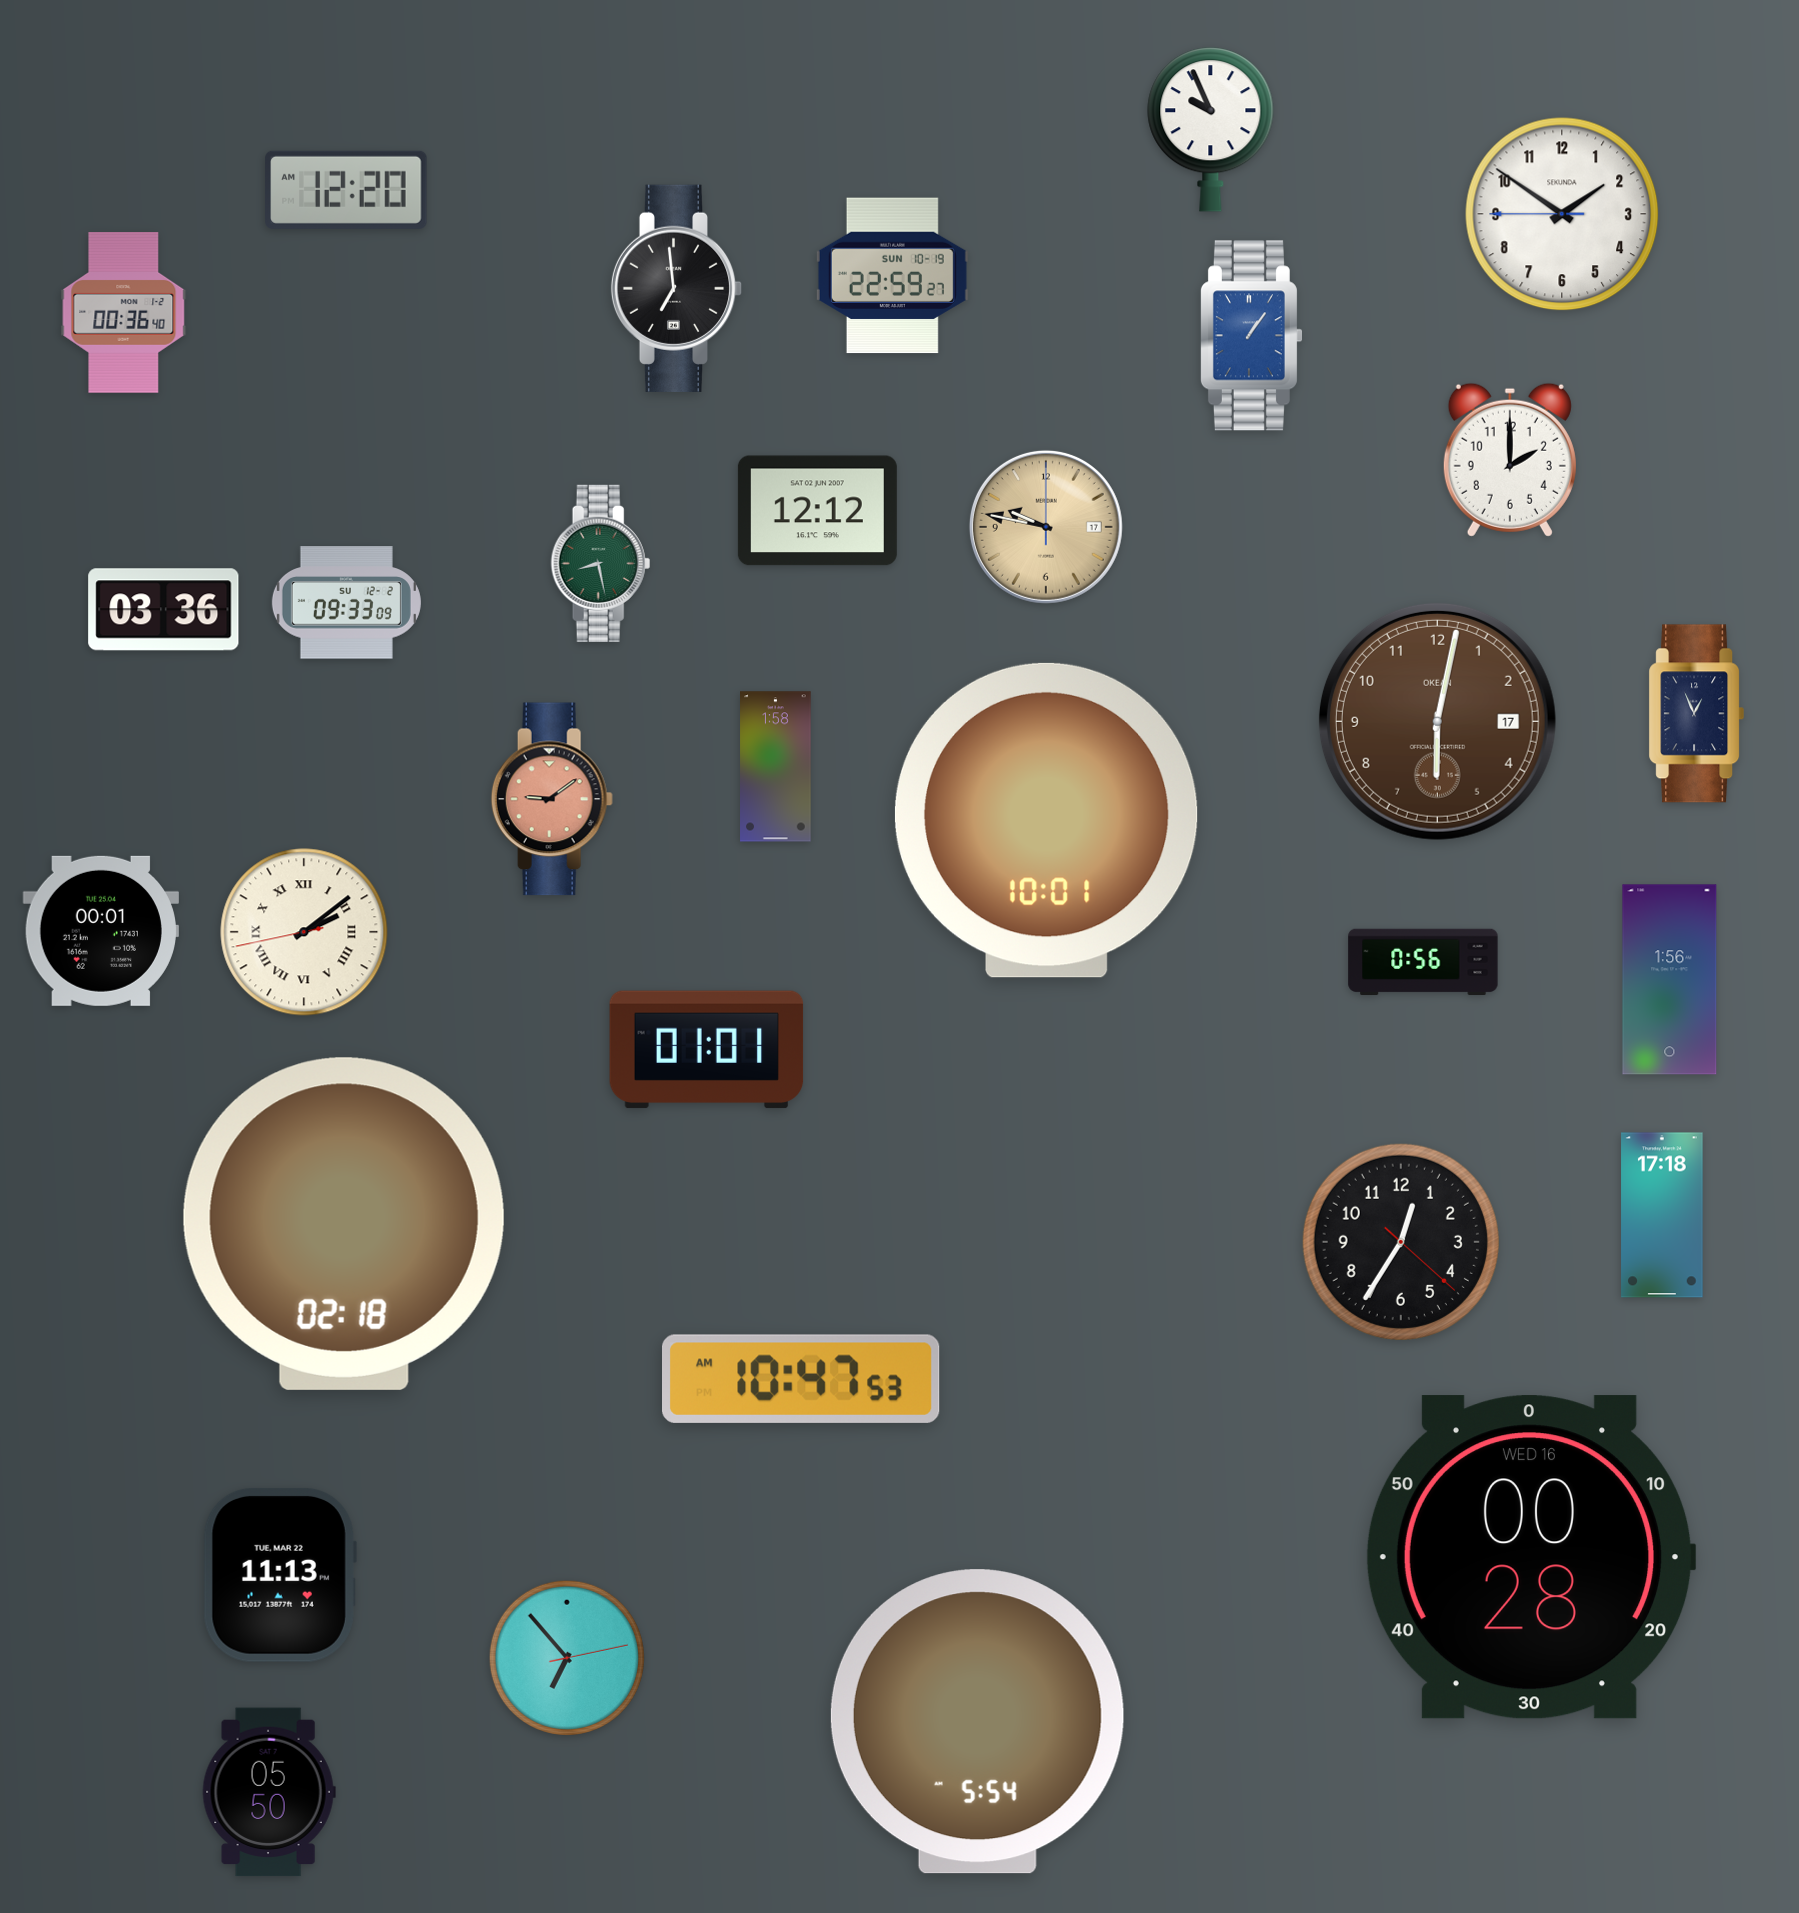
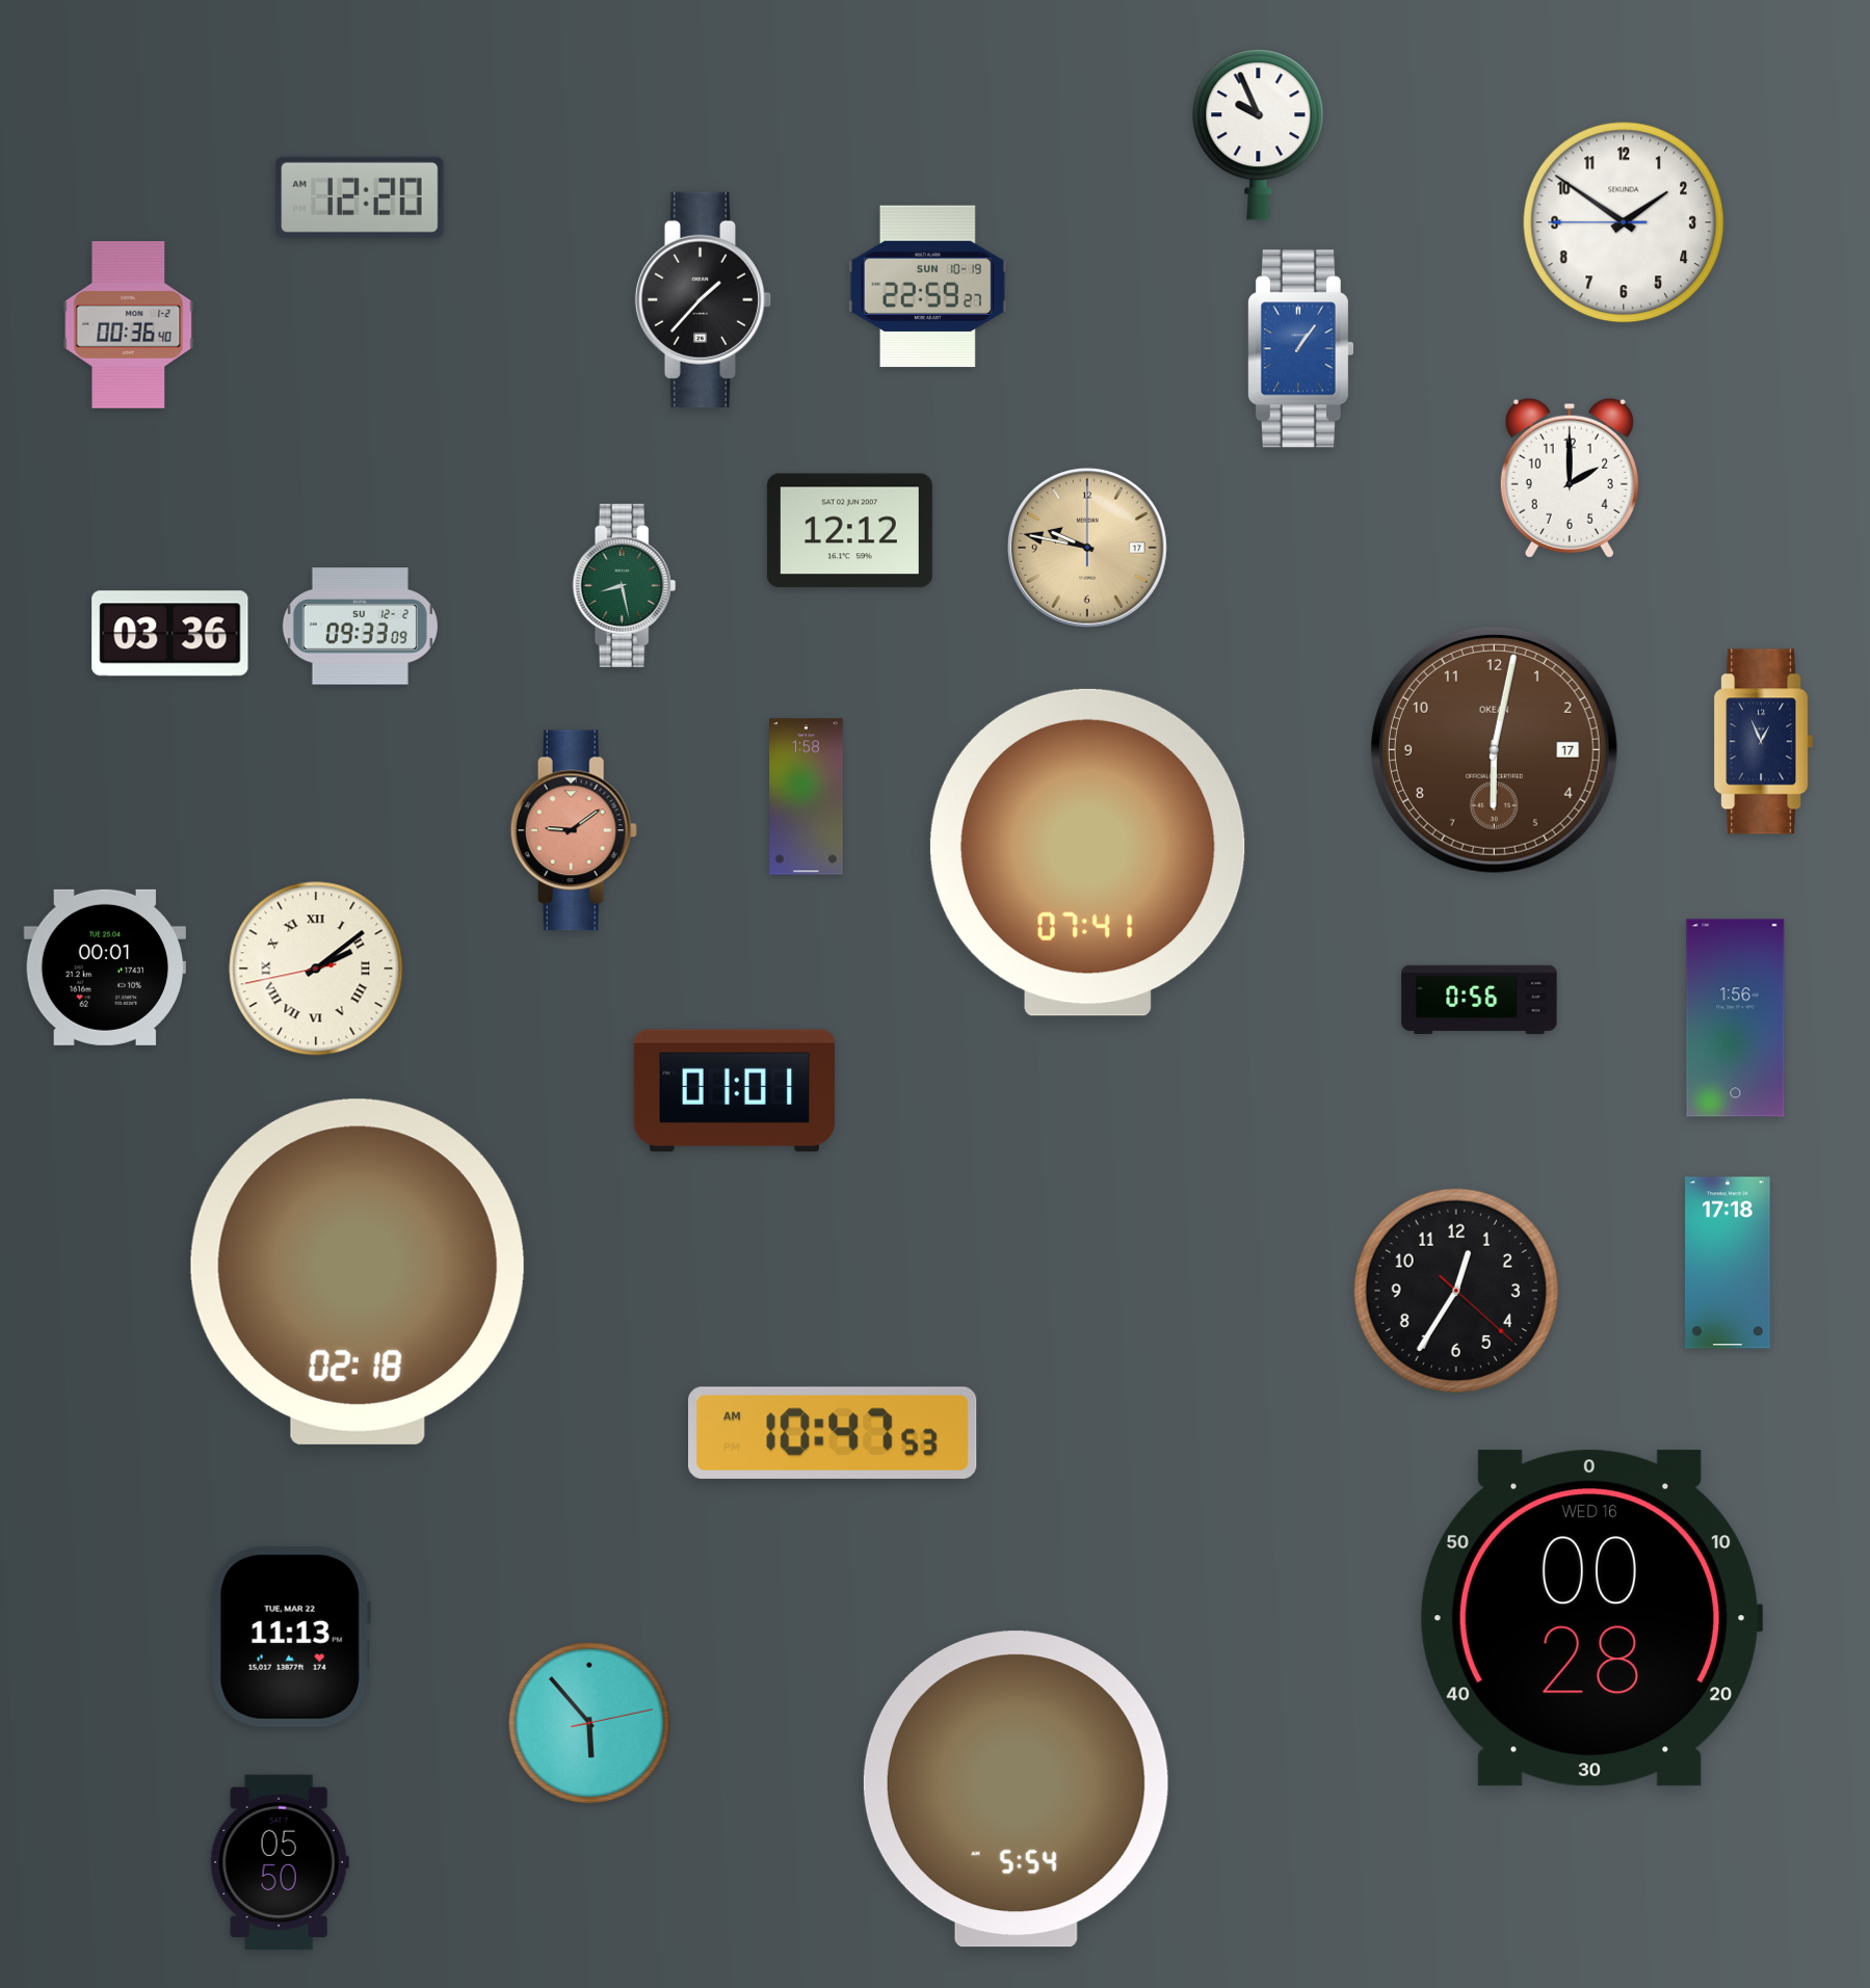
clock at (677, 288): 6:59 -> 1:37
clock at (1046, 820): 10:01 -> 07:41
clock at (567, 1658): 6:53 -> 5:53
